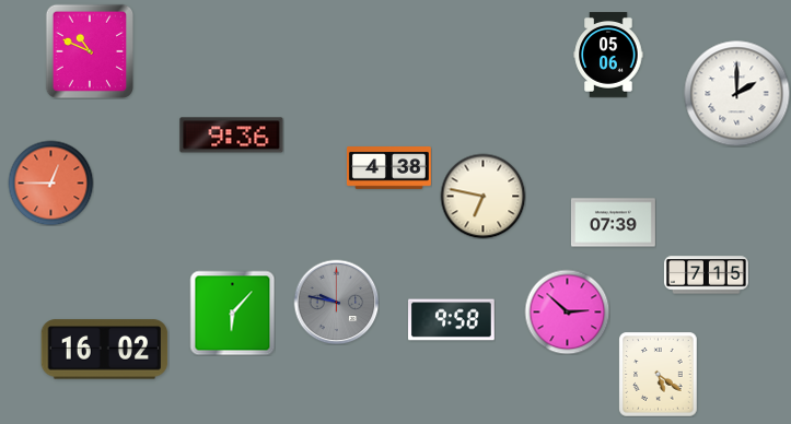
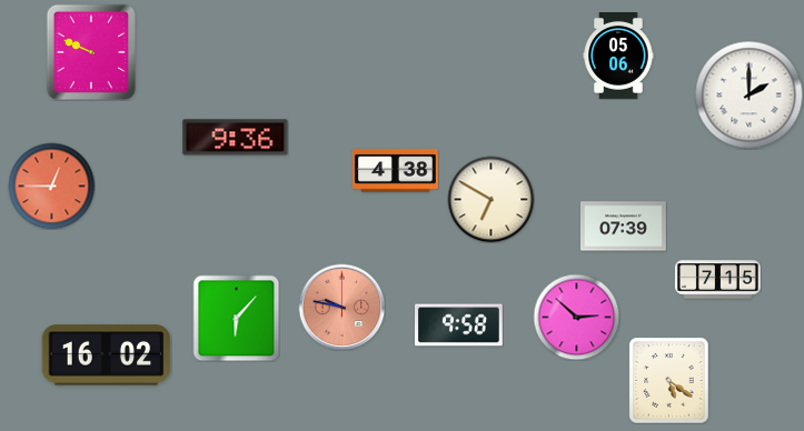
clock at (90, 51): 10:49 -> 9:49
clock at (482, 196): 6:47 -> 6:50
clock at (336, 302) dial: grey -> salmon
